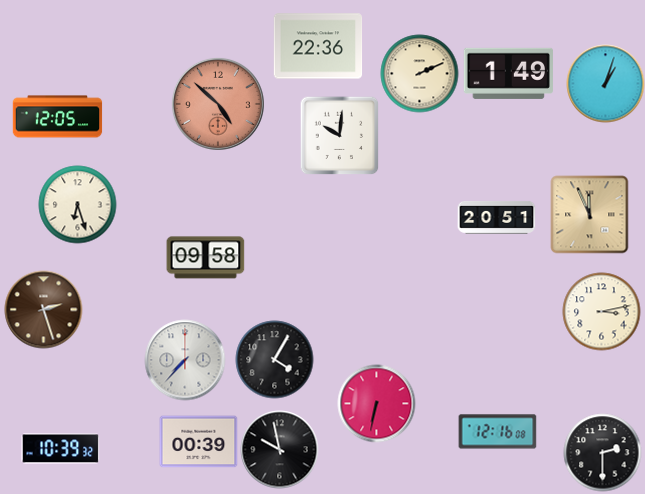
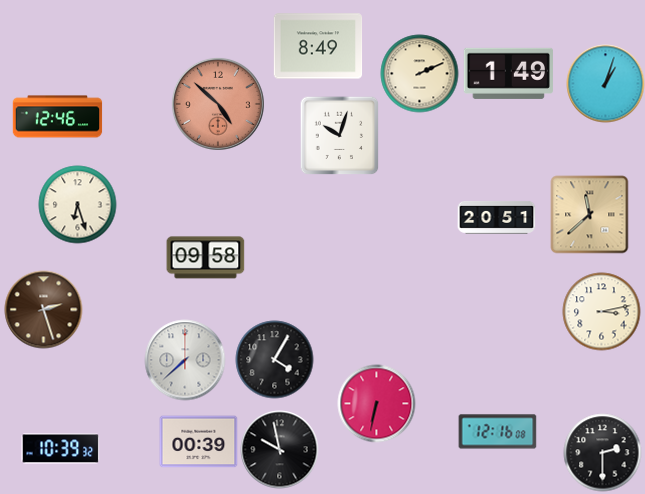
clock at (318, 46): 22:36 -> 8:49
clock at (57, 117): 12:05 -> 12:46
clock at (339, 135): 10:01 -> 10:03
clock at (589, 214): 11:56 -> 11:38
clock at (185, 360): 7:37 -> 7:38
